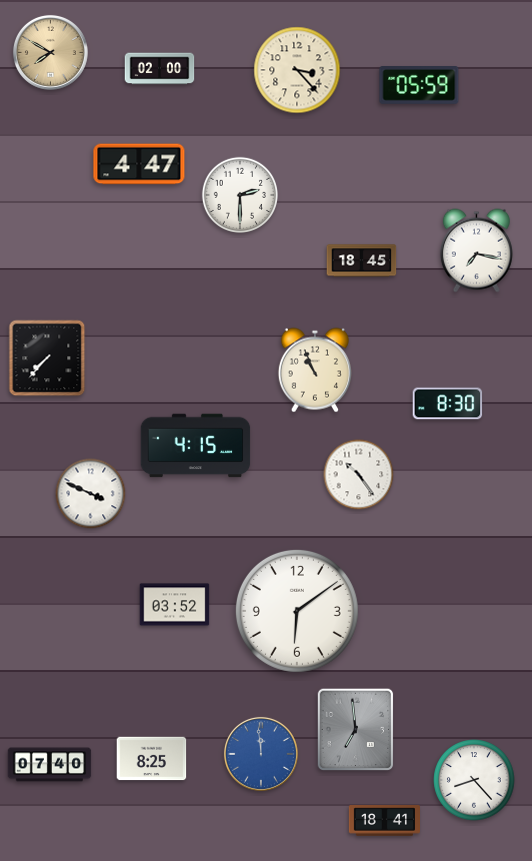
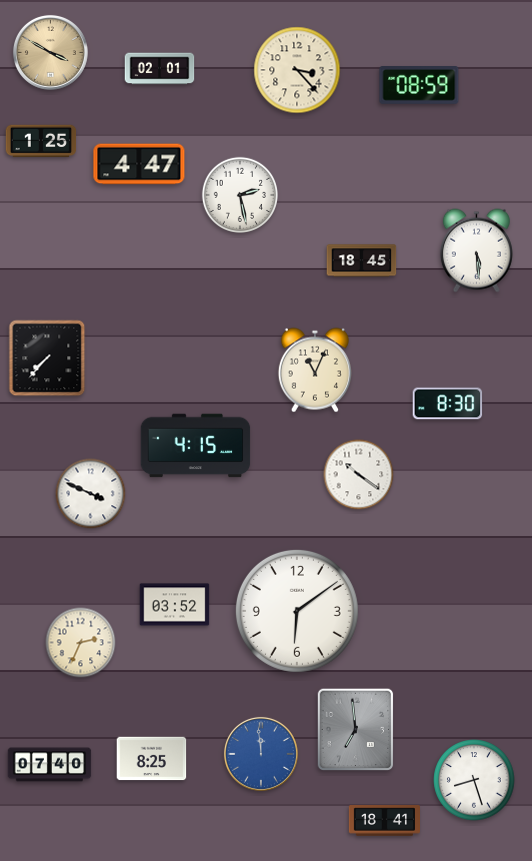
clock at (50, 52): 7:50 -> 3:50
clock at (160, 69): 02:00 -> 02:01
clock at (419, 86): 05:59 -> 08:59
clock at (41, 141): none -> 1:25
clock at (239, 194): 2:30 -> 2:28
clock at (476, 251): 7:17 -> 5:29
clock at (315, 370): 10:56 -> 11:04
clock at (359, 475): 10:24 -> 10:21
clock at (81, 643): none -> 2:34
clock at (474, 780): 8:23 -> 8:27
